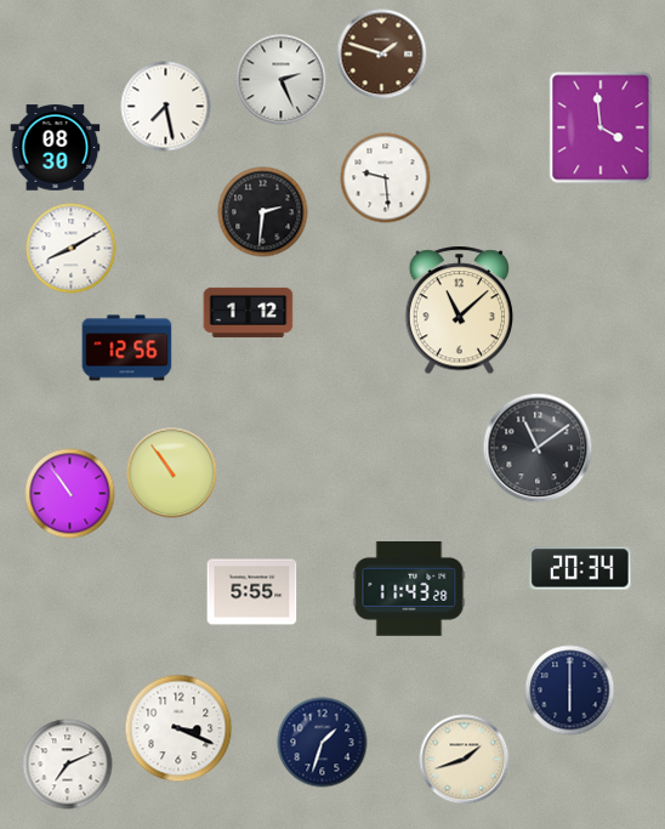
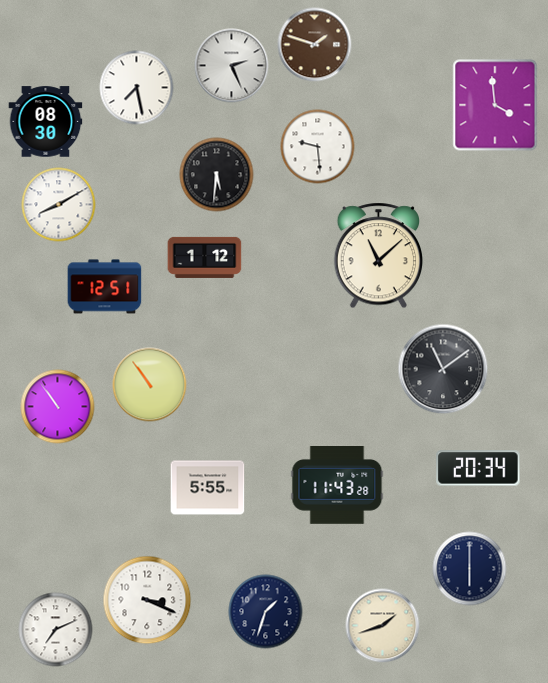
clock at (263, 212): 2:31 -> 5:31
clock at (127, 348): 12:56 -> 12:51
clock at (172, 473) position: (172, 473) -> (150, 385)
